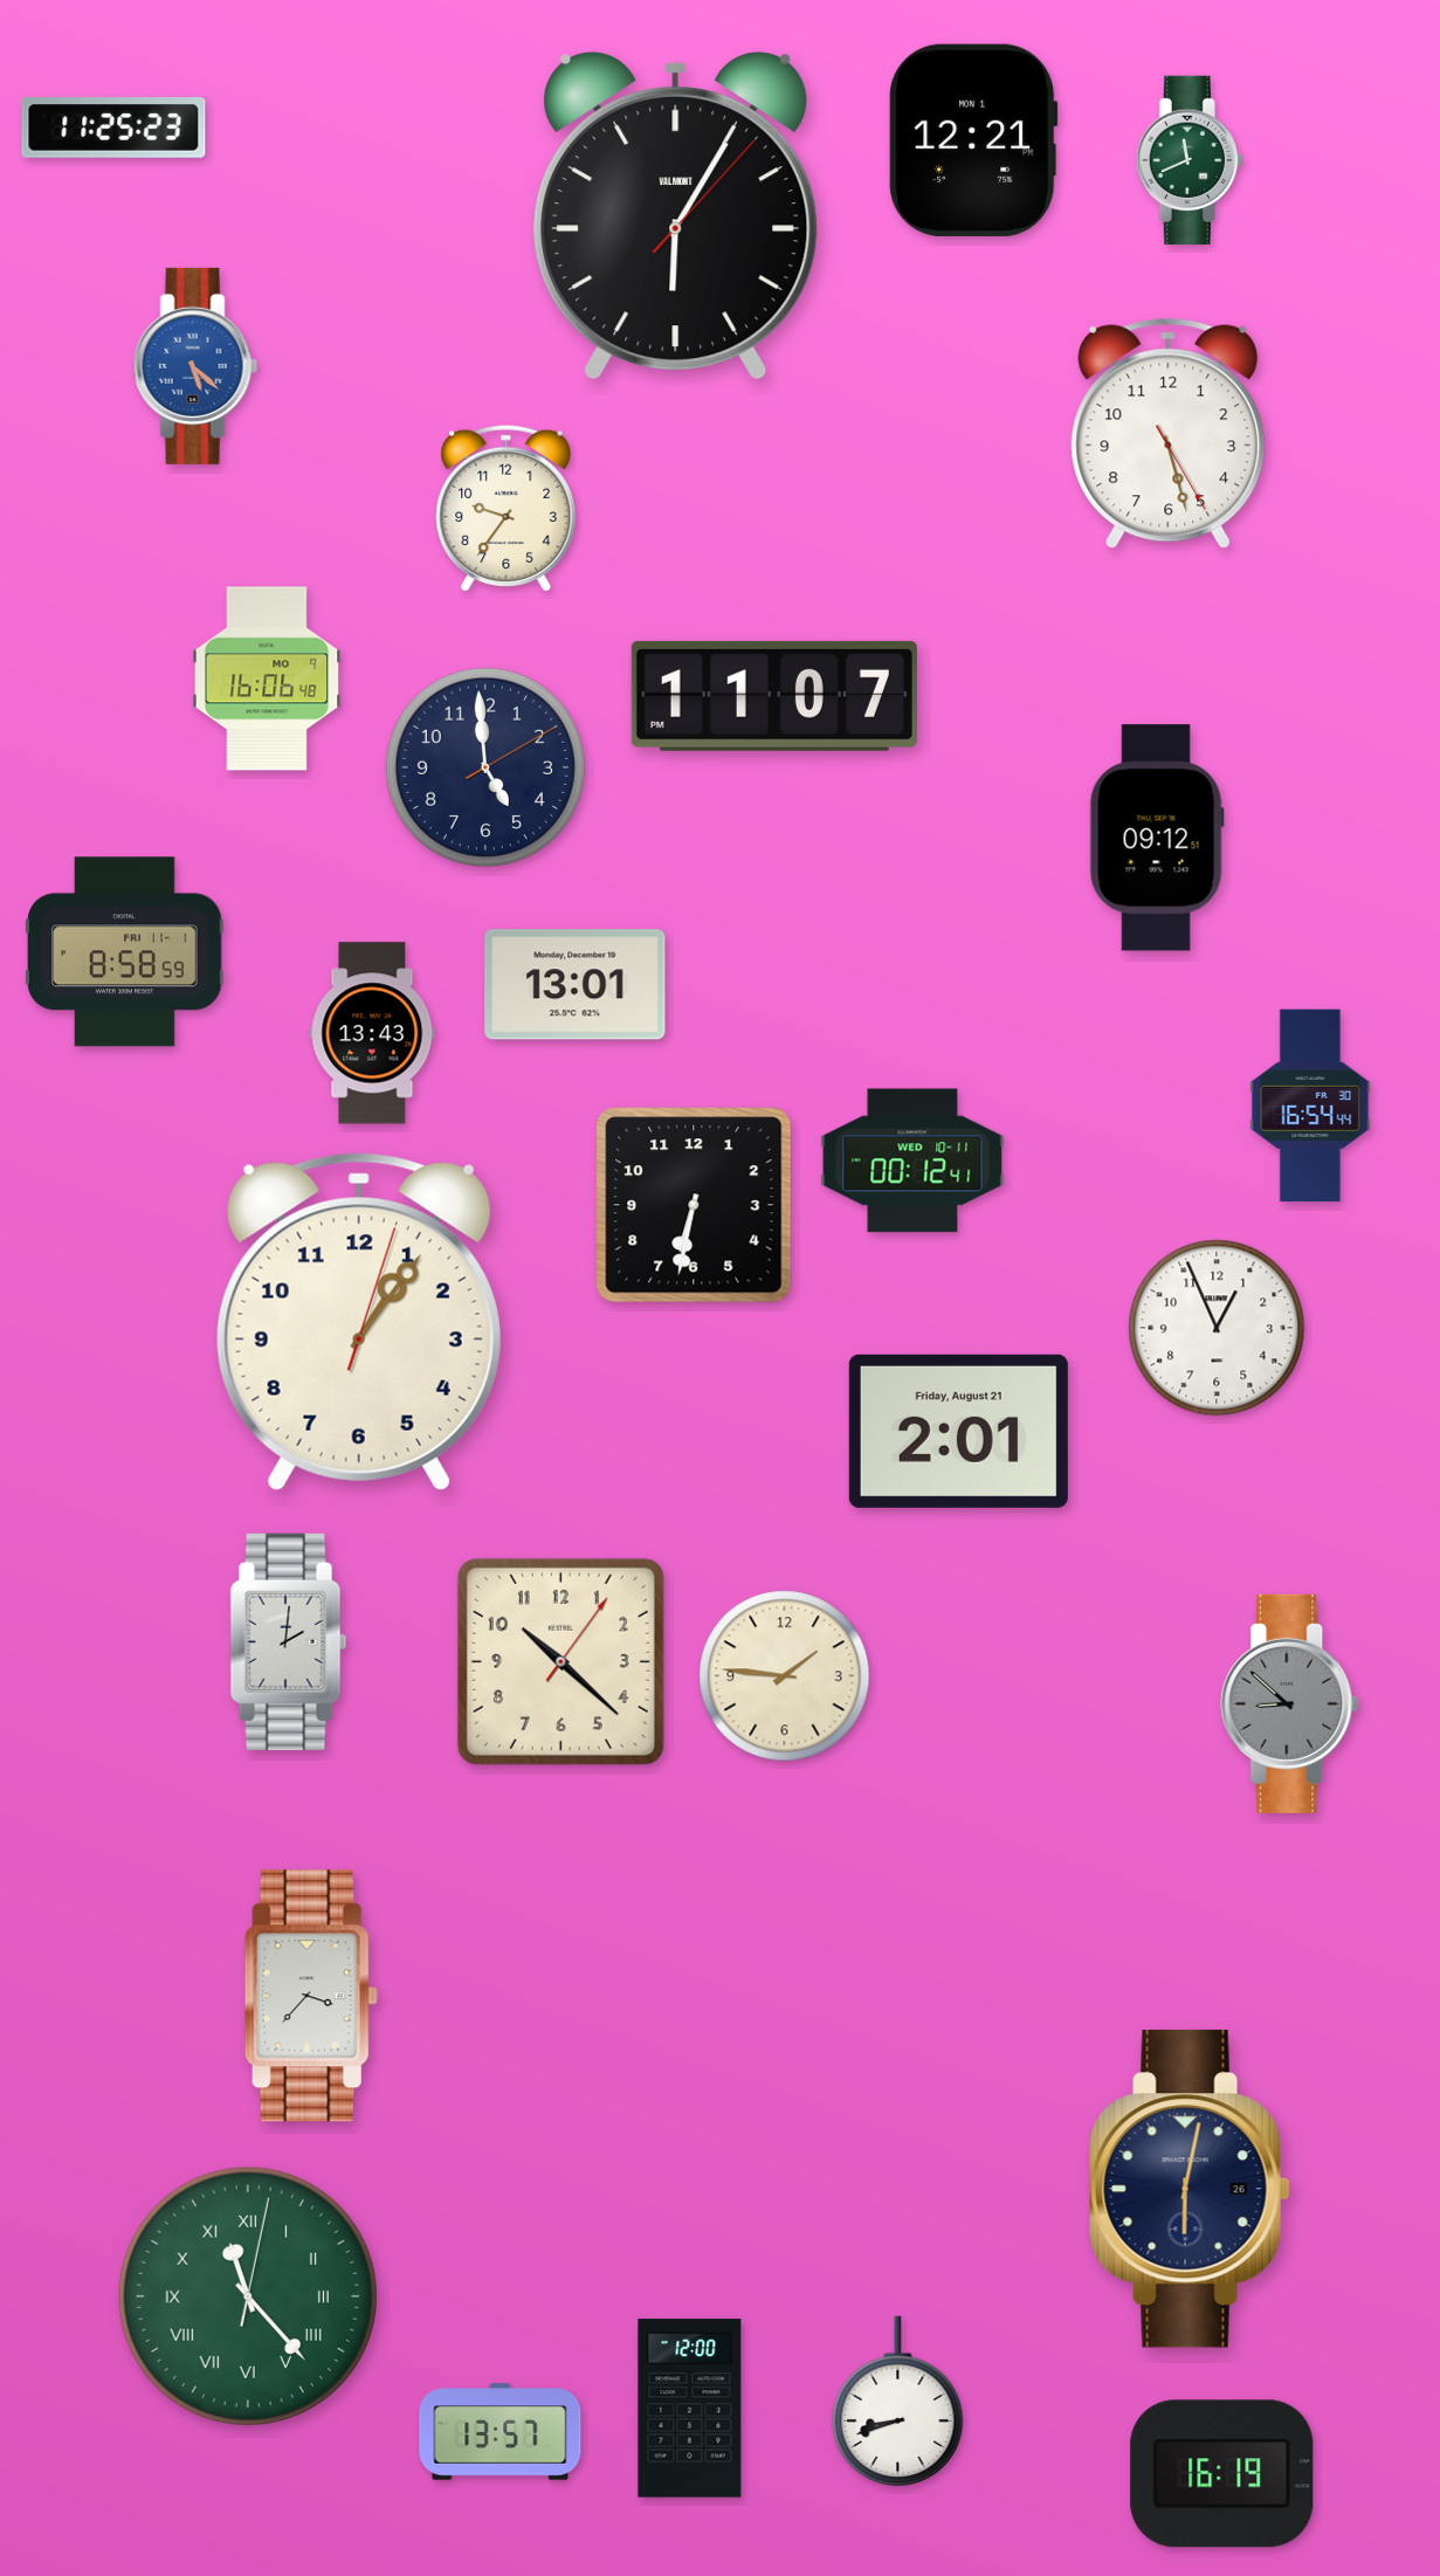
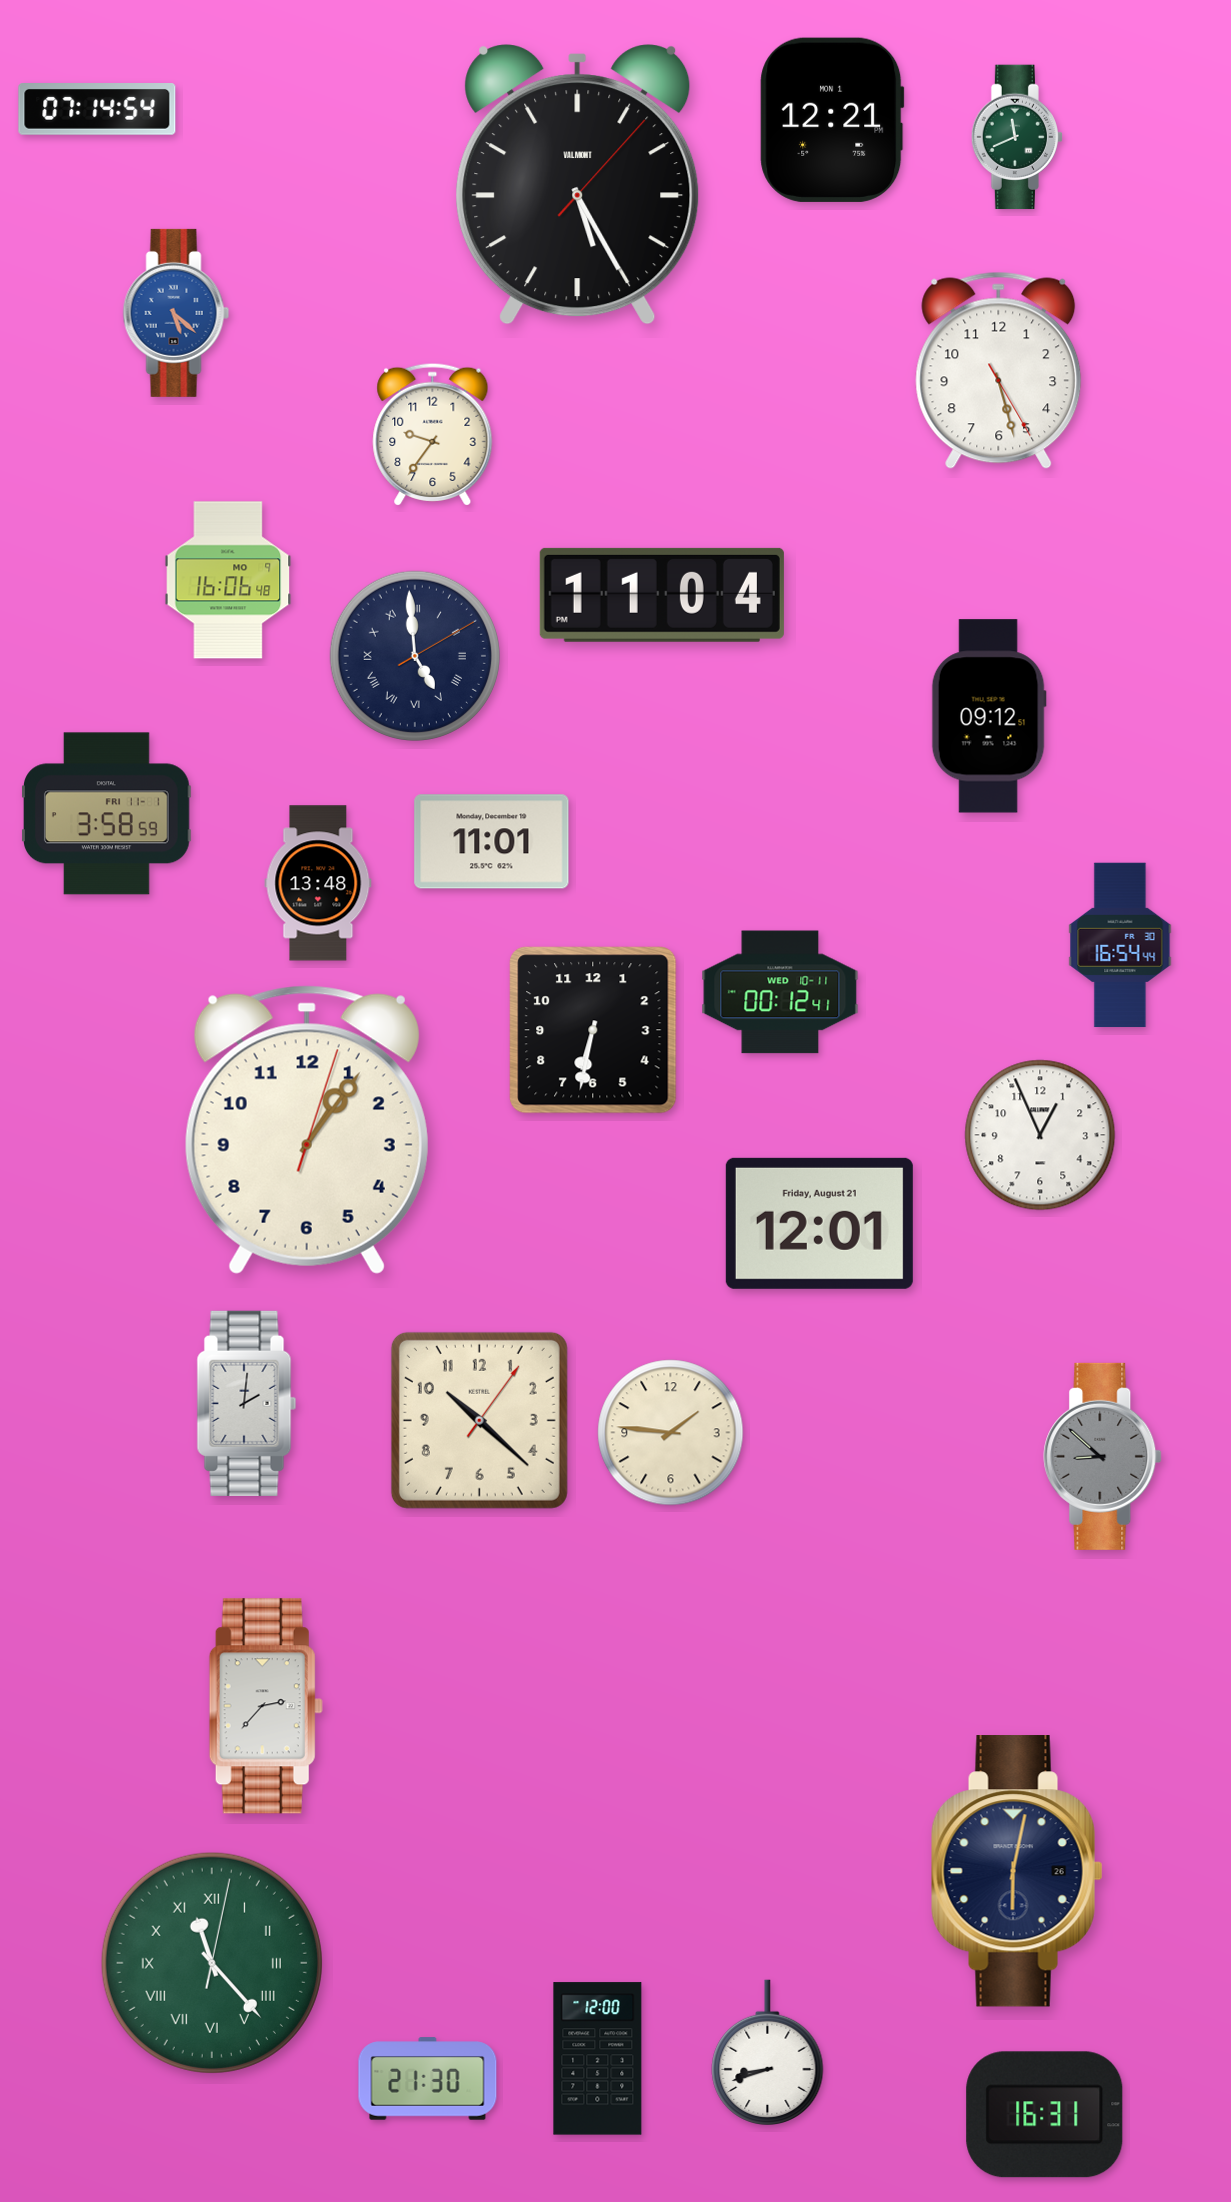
clock at (113, 128): 11:25 -> 07:14
clock at (676, 216): 6:05 -> 5:25
clock at (195, 366) position: (195, 366) -> (176, 313)
clock at (774, 696): 11:07 -> 11:04
clock at (485, 767) numerals: Arabic -> Roman
clock at (125, 952): 8:58 -> 3:58
clock at (576, 985): 13:01 -> 11:01
clock at (372, 1033): 13:43 -> 13:48
clock at (958, 1431): 2:01 -> 12:01
clock at (311, 1996): 3:37 -> 2:37
clock at (690, 2409) position: (690, 2409) -> (598, 2059)
clock at (501, 2432): 13:57 -> 21:30
clock at (1222, 2474): 16:19 -> 16:31
